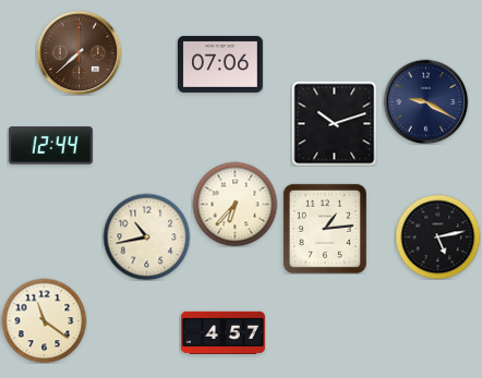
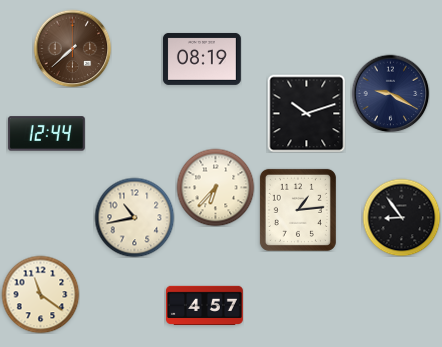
clock at (220, 64): 07:06 -> 08:19
clock at (437, 236): 5:13 -> 8:54
